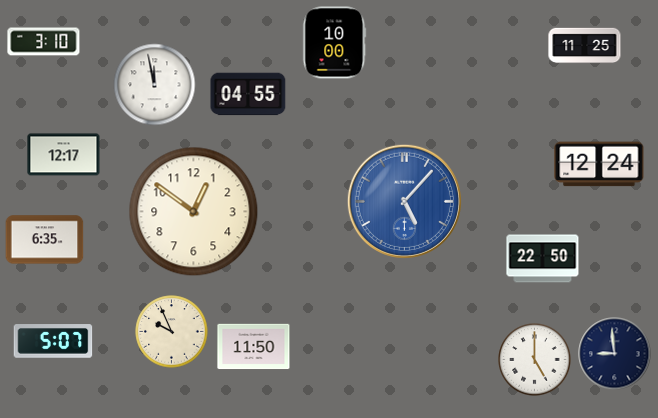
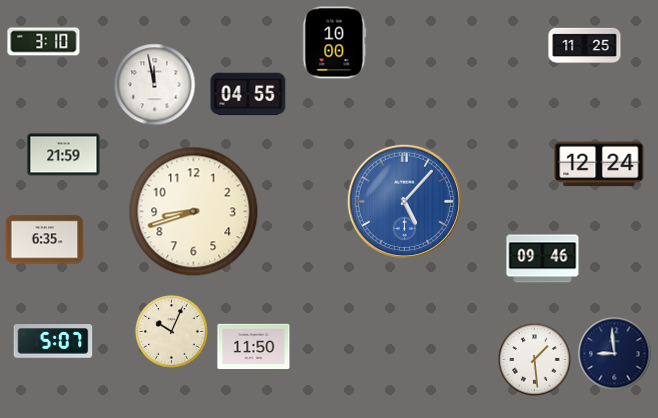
clock at (64, 155): 12:17 -> 21:59
clock at (194, 212): 12:51 -> 8:42
clock at (543, 259): 22:50 -> 09:46
clock at (172, 332): 9:56 -> 10:04
clock at (535, 360): 5:00 -> 1:29
